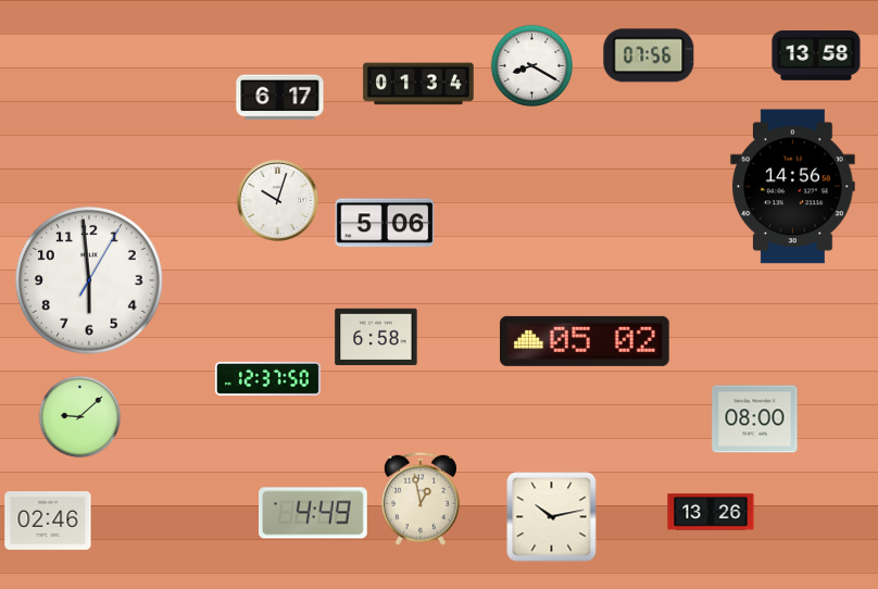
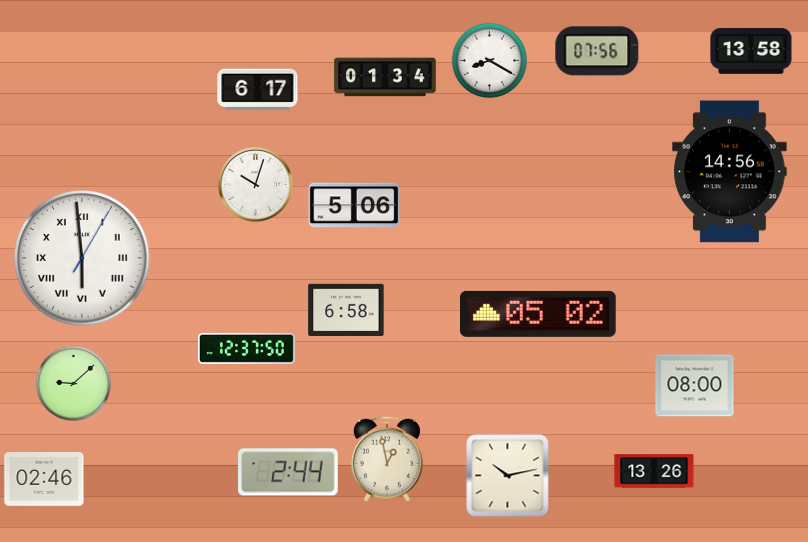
clock at (89, 280) numerals: Arabic -> Roman
clock at (314, 513): 4:49 -> 2:44
